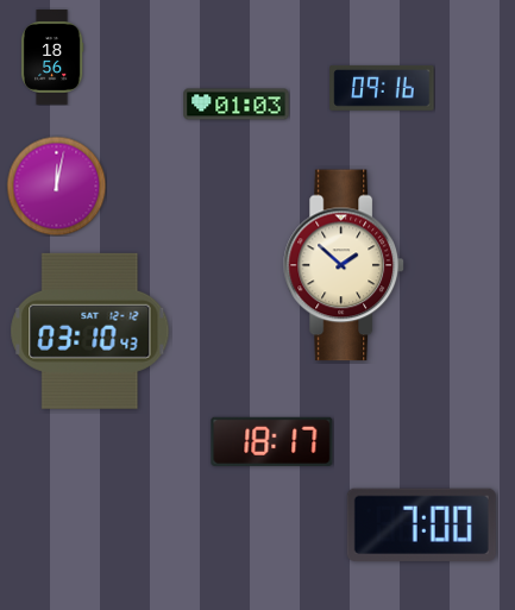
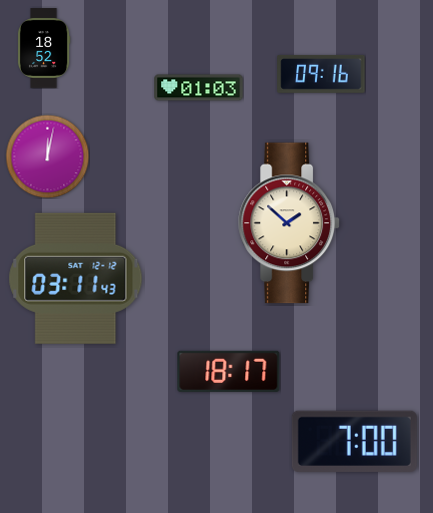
clock at (52, 57): 18:56 -> 18:52
clock at (90, 331): 03:10 -> 03:11
